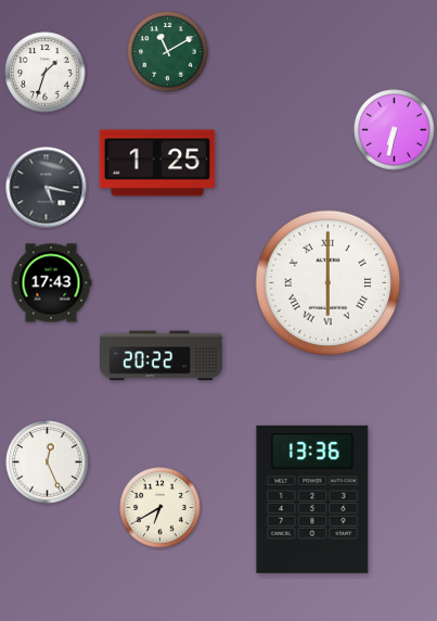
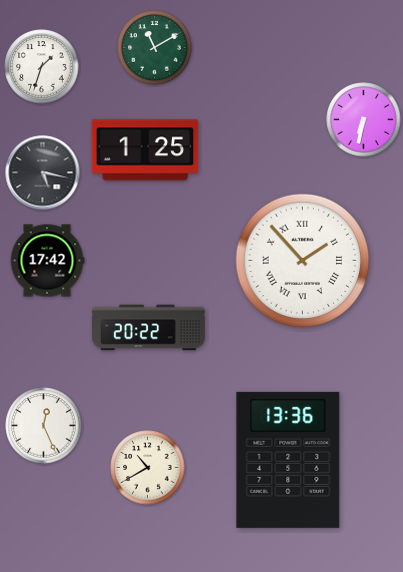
clock at (51, 283): 17:43 -> 17:42
clock at (329, 283): 6:00 -> 1:53
clock at (160, 508): 6:40 -> 10:40
